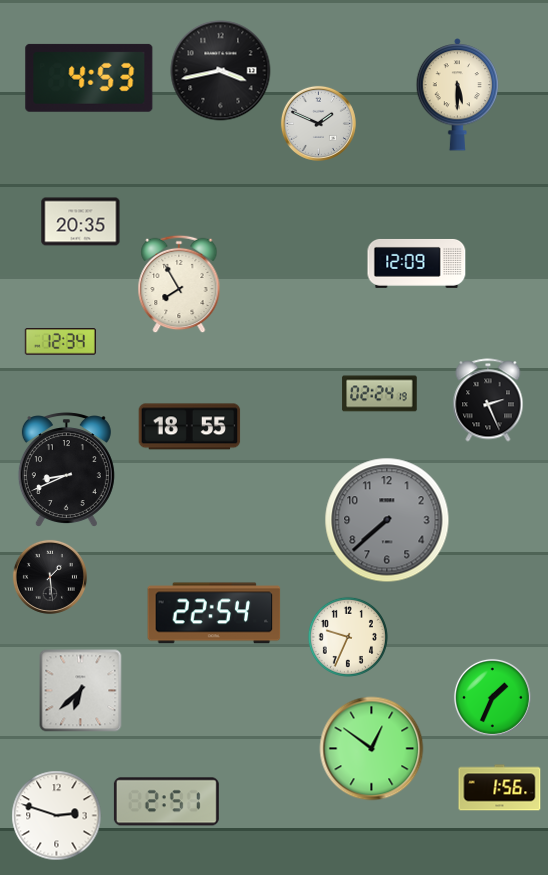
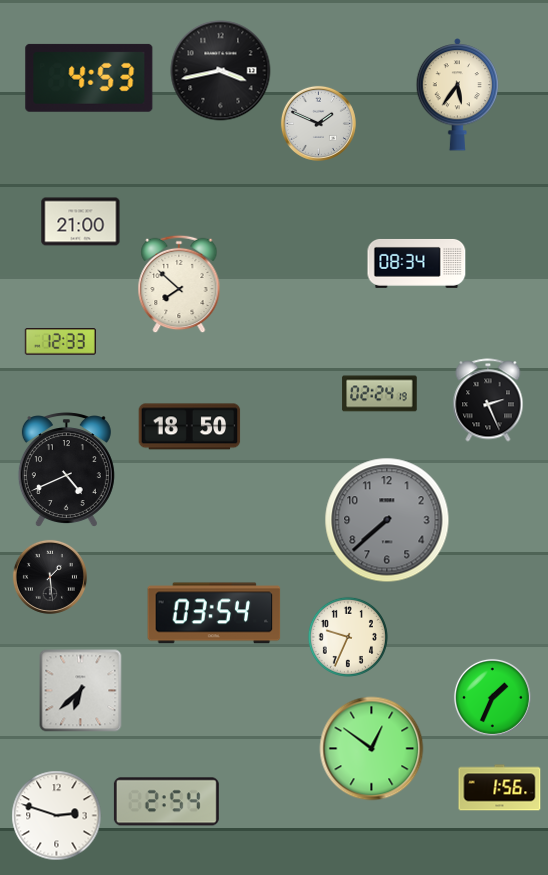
clock at (458, 95): 5:30 -> 5:36
clock at (81, 222): 20:35 -> 21:00
clock at (417, 263): 12:09 -> 08:34
clock at (179, 284): 7:55 -> 7:52
clock at (60, 342): 12:34 -> 12:33
clock at (190, 427): 18:55 -> 18:50
clock at (66, 469): 8:41 -> 4:41
clock at (214, 613): 22:54 -> 03:54
clock at (166, 802): 2:51 -> 2:54
